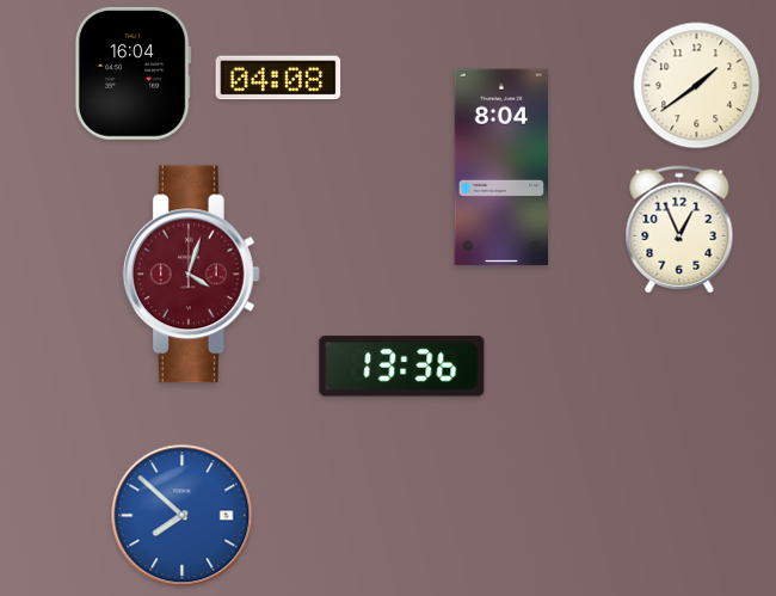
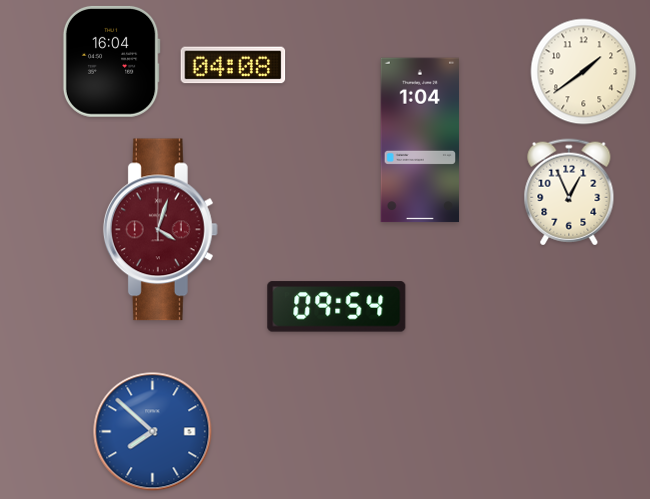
clock at (501, 167): 8:04 -> 1:04
clock at (402, 367): 13:36 -> 09:54
